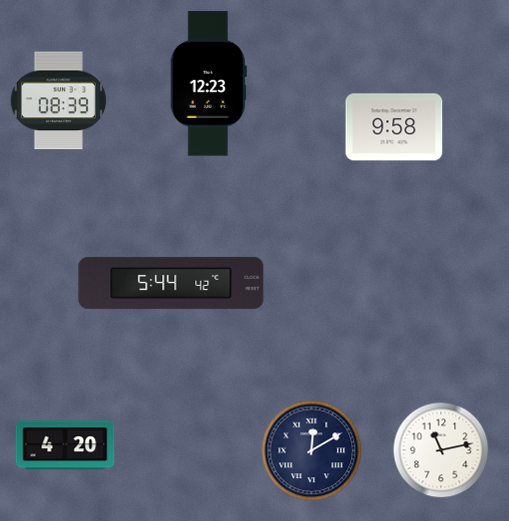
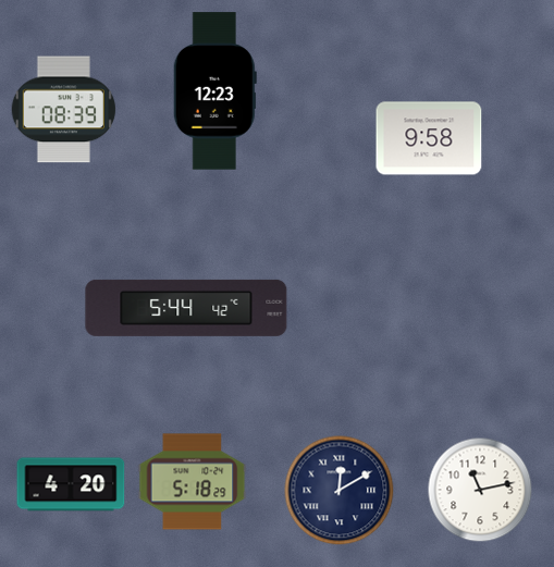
clock at (208, 84) position: (208, 84) -> (214, 91)
clock at (193, 482): none -> 5:18
